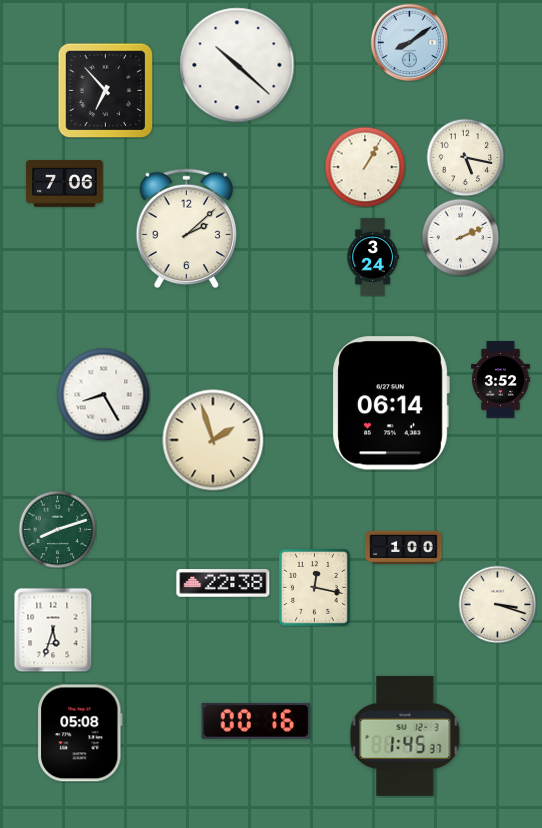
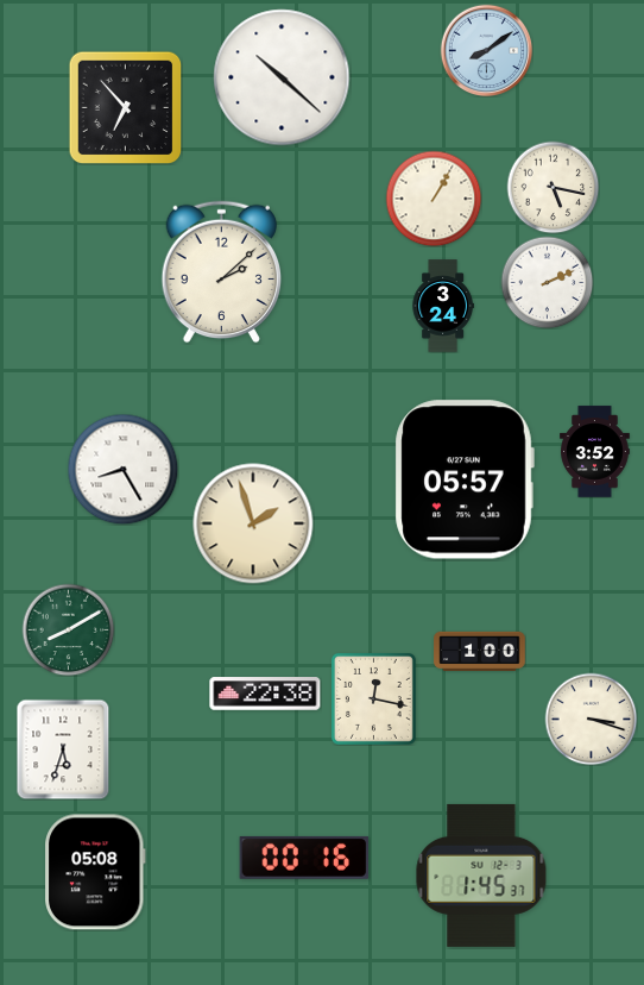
clock at (65, 184): 7:06 -> none
clock at (391, 403): 06:14 -> 05:57
clock at (57, 529): 8:12 -> 8:10
